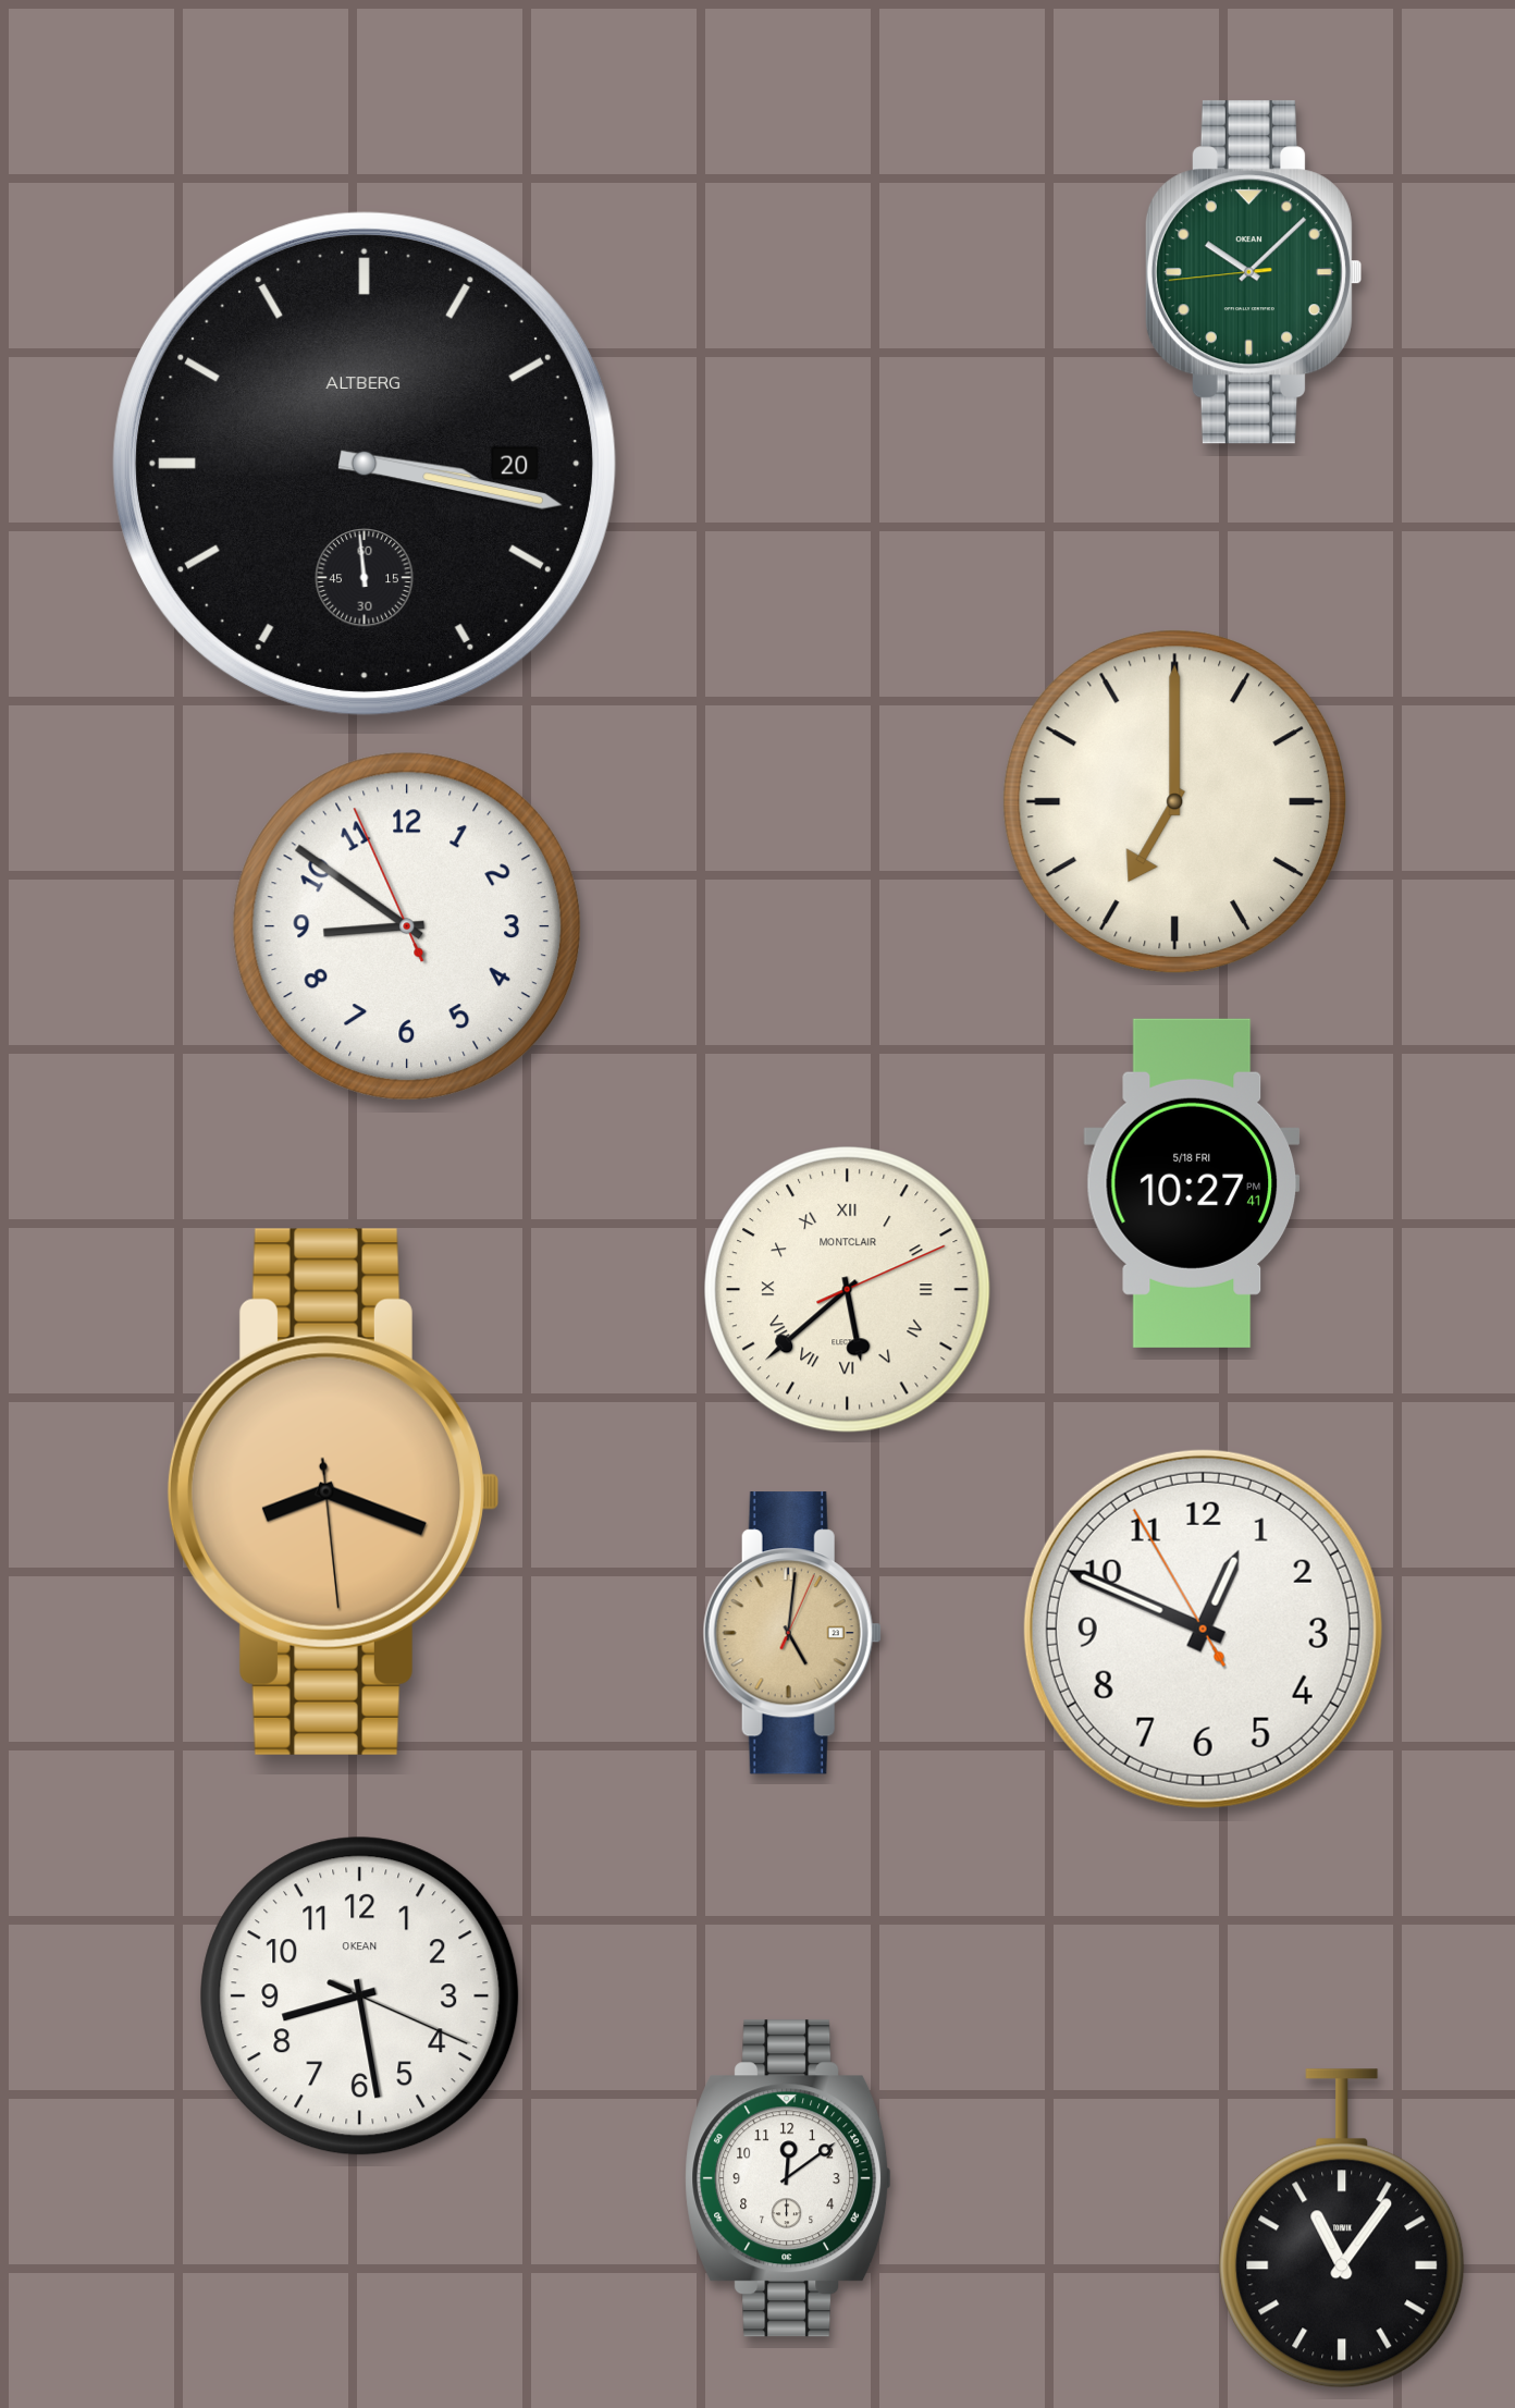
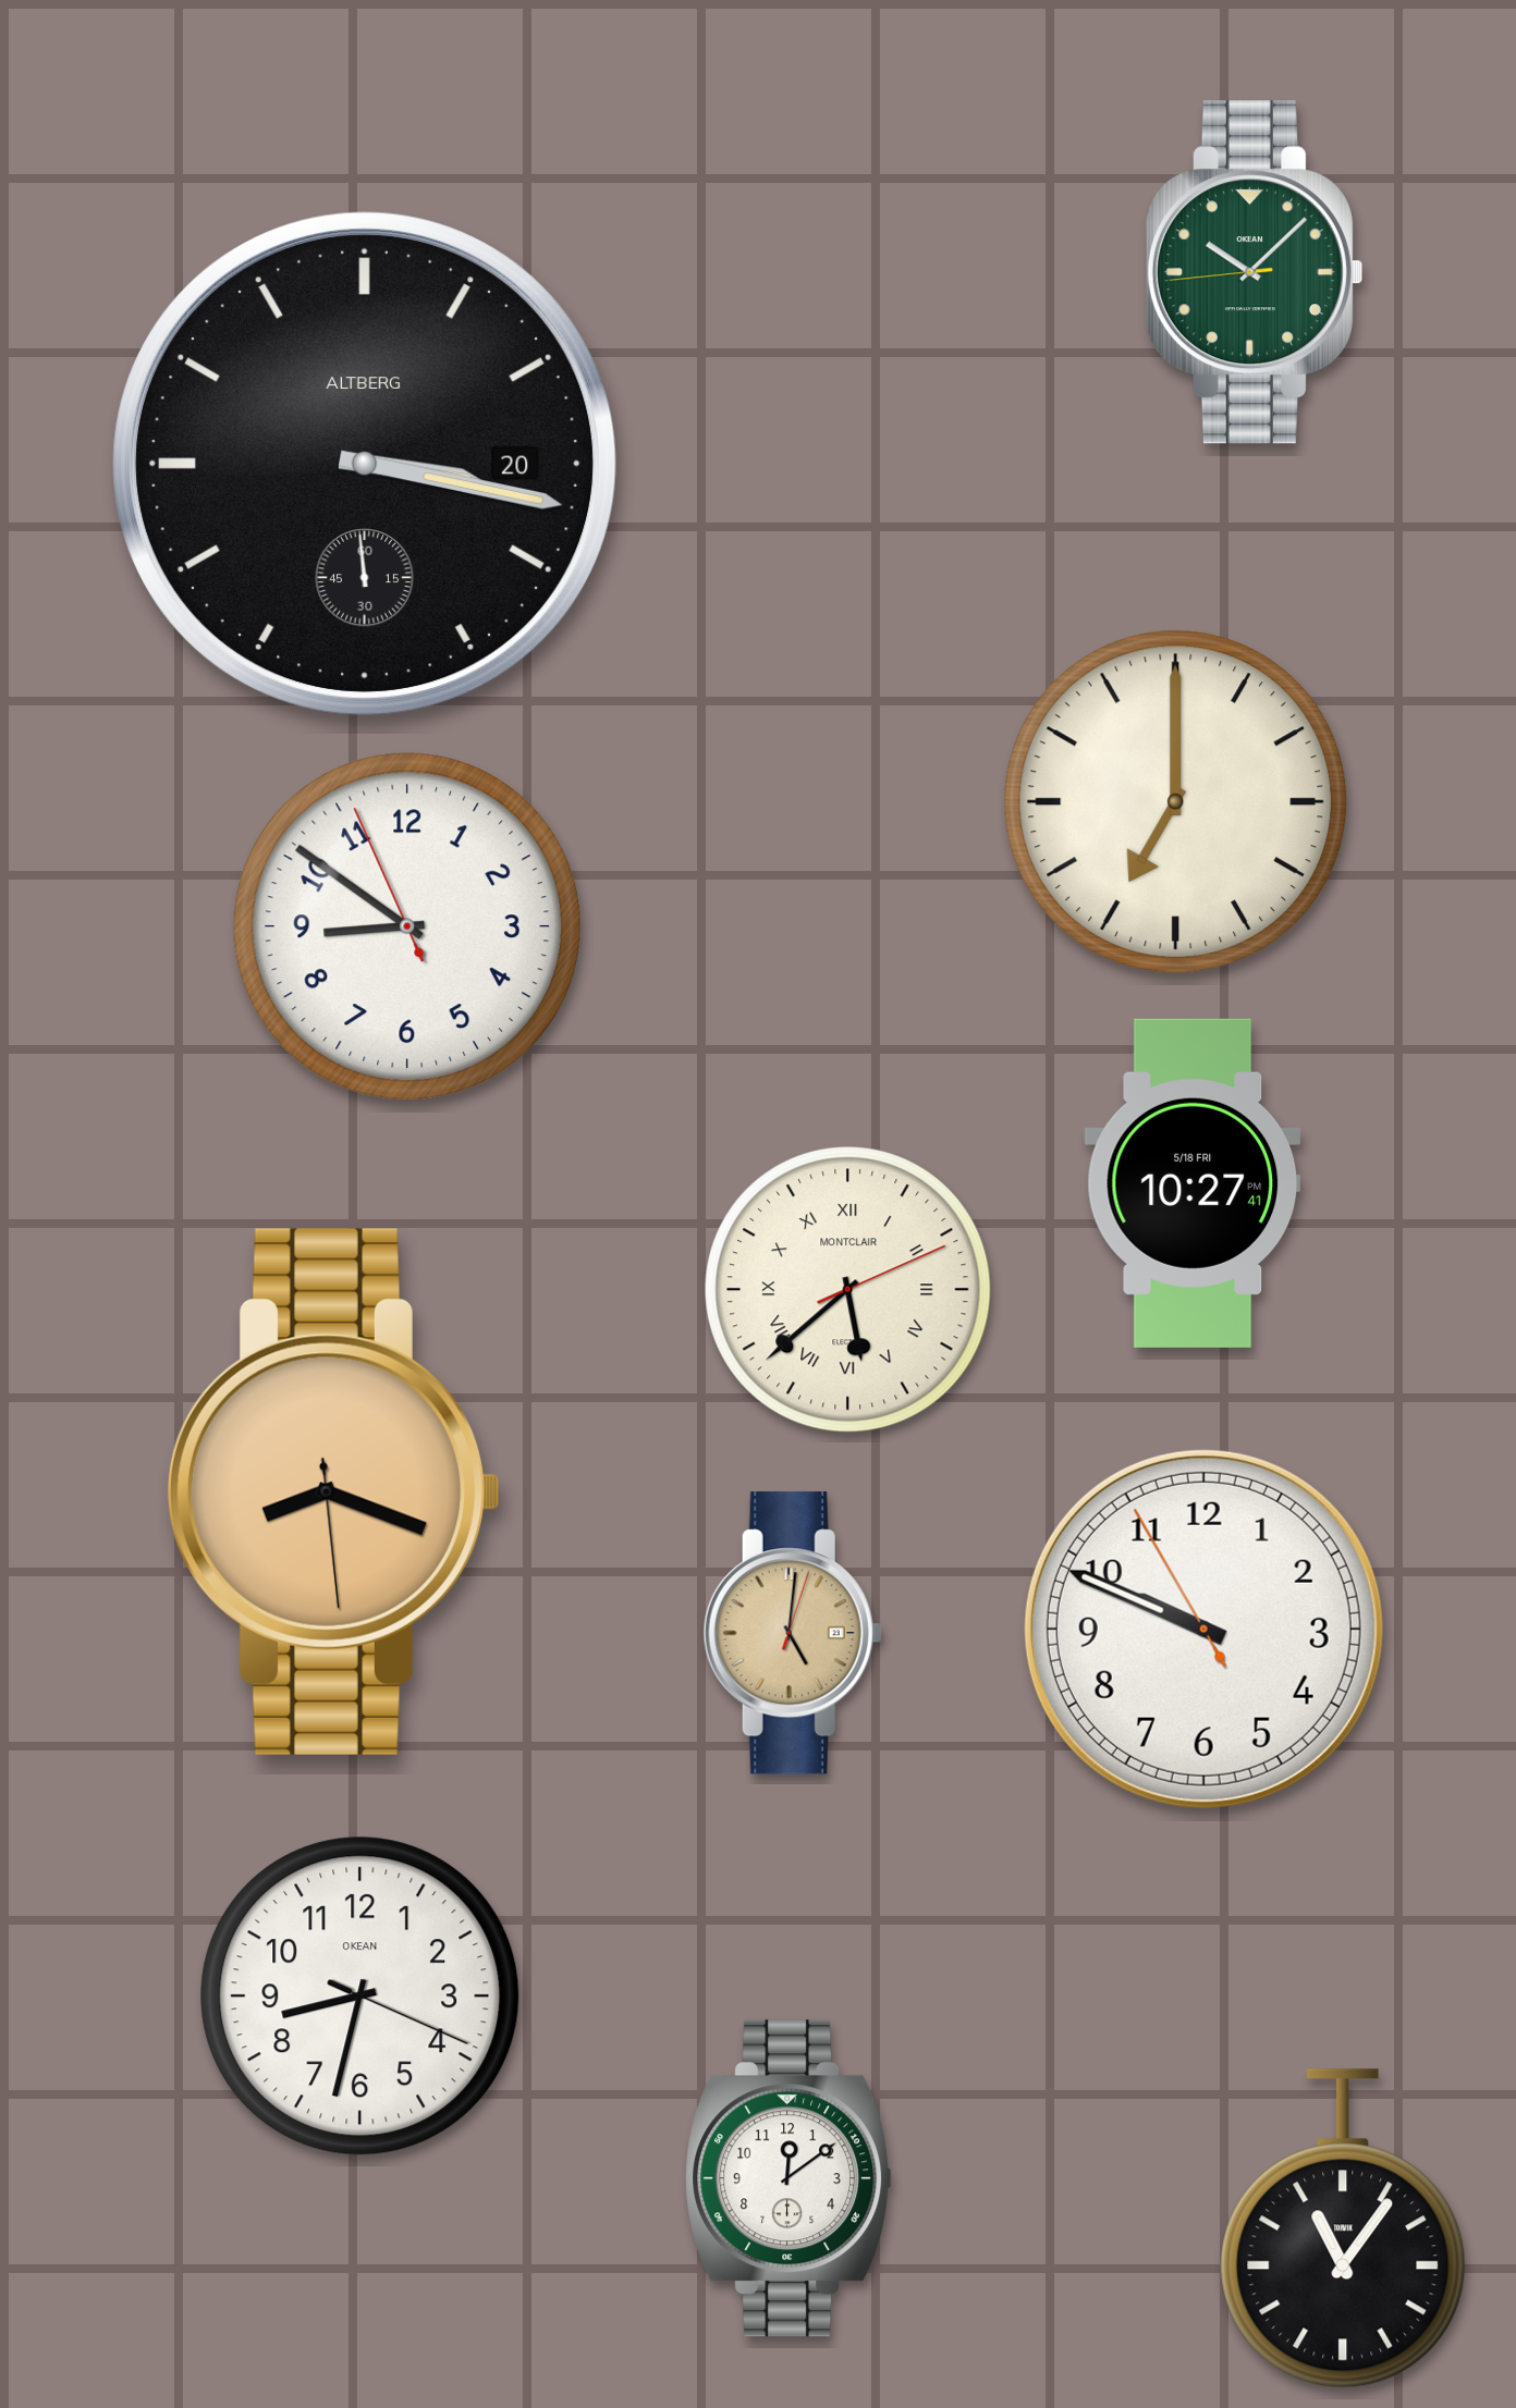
clock at (1203, 1629): 12:48 -> 9:48
clock at (792, 1633): 5:01:04 -> 5:01:03
clock at (360, 1997): 8:28 -> 8:32
